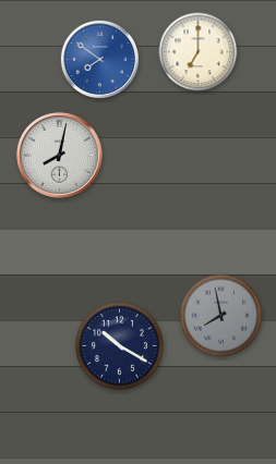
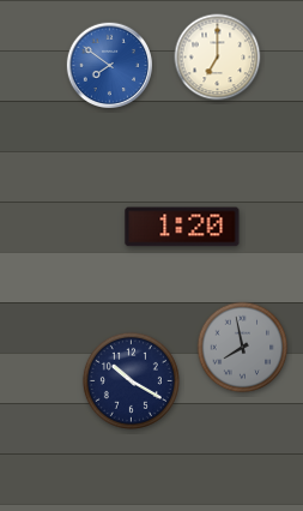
clock at (59, 155): 8:02 -> none
clock at (182, 227): none -> 1:20
